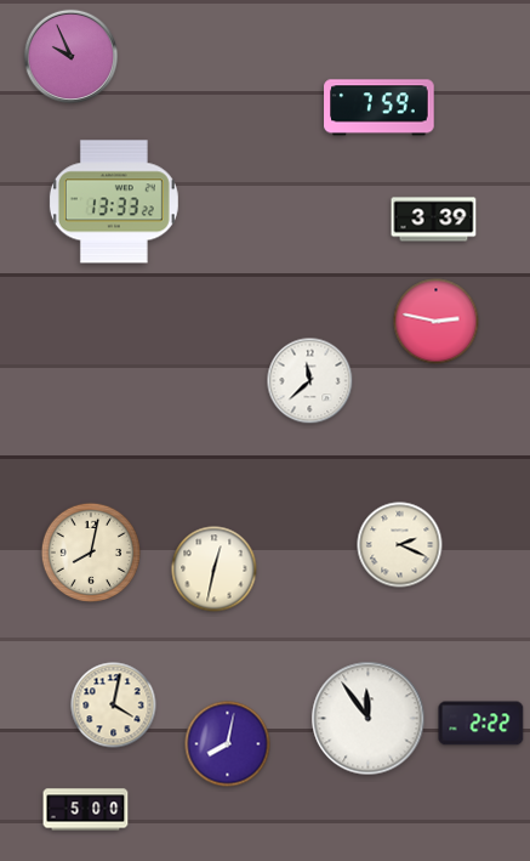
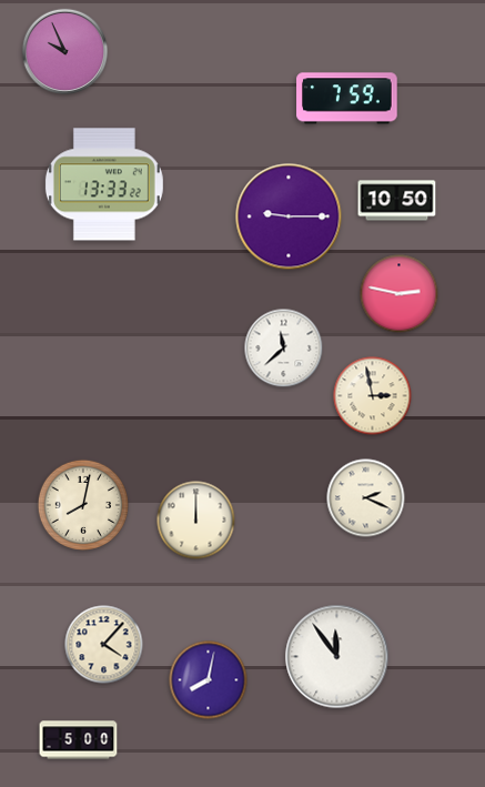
clock at (434, 220): 3:39 -> 10:50
clock at (289, 216): none -> 9:15
clock at (373, 396): none -> 2:58
clock at (215, 570): 12:32 -> 12:00
clock at (114, 706): 4:02 -> 4:07
clock at (481, 724): 2:22 -> none
